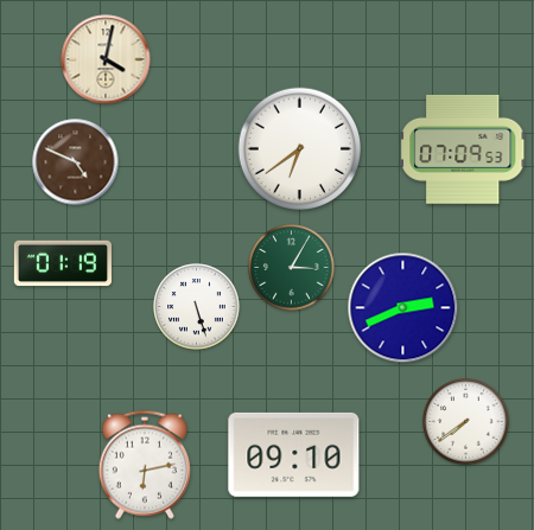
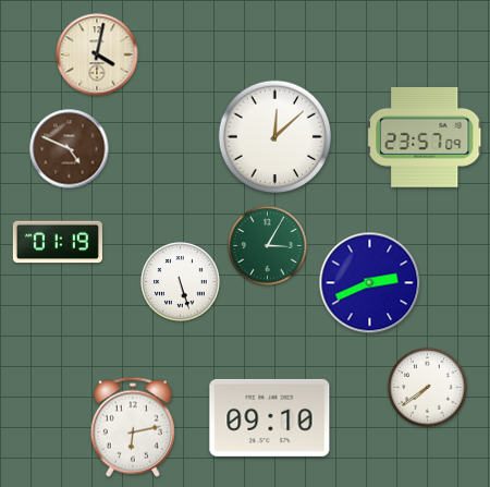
clock at (300, 149): 6:39 -> 12:08
clock at (464, 149): 07:09 -> 23:57
